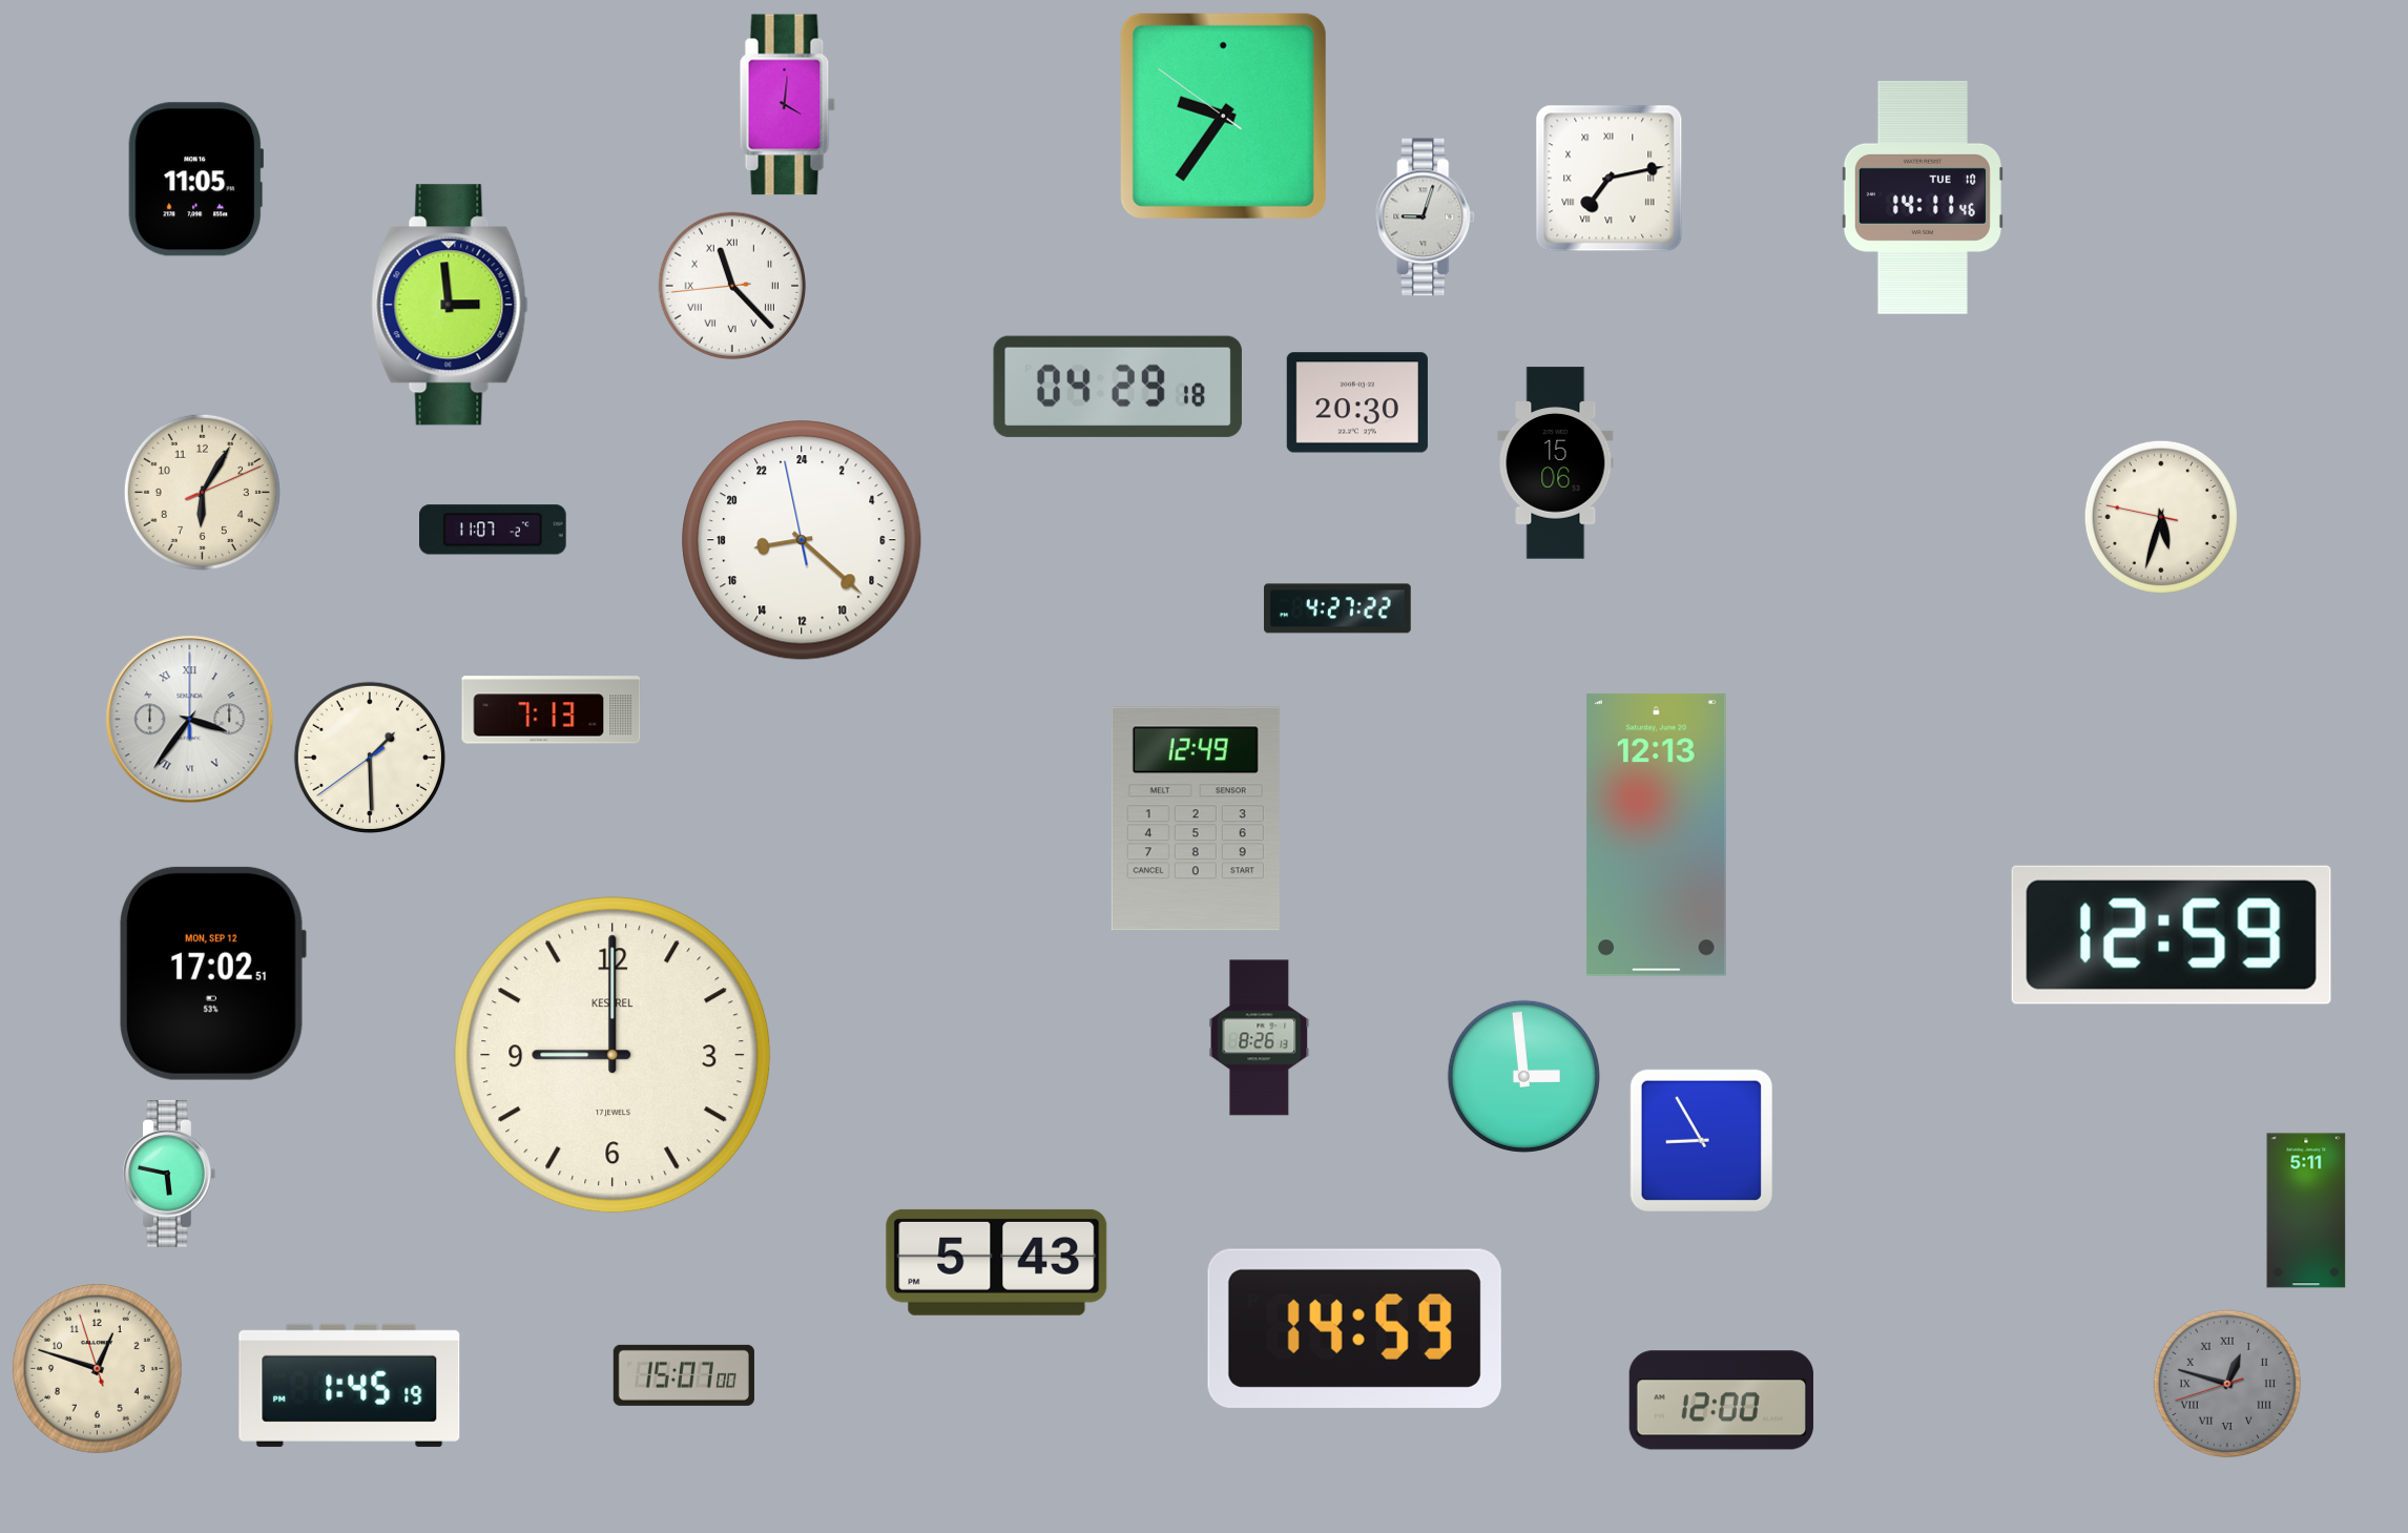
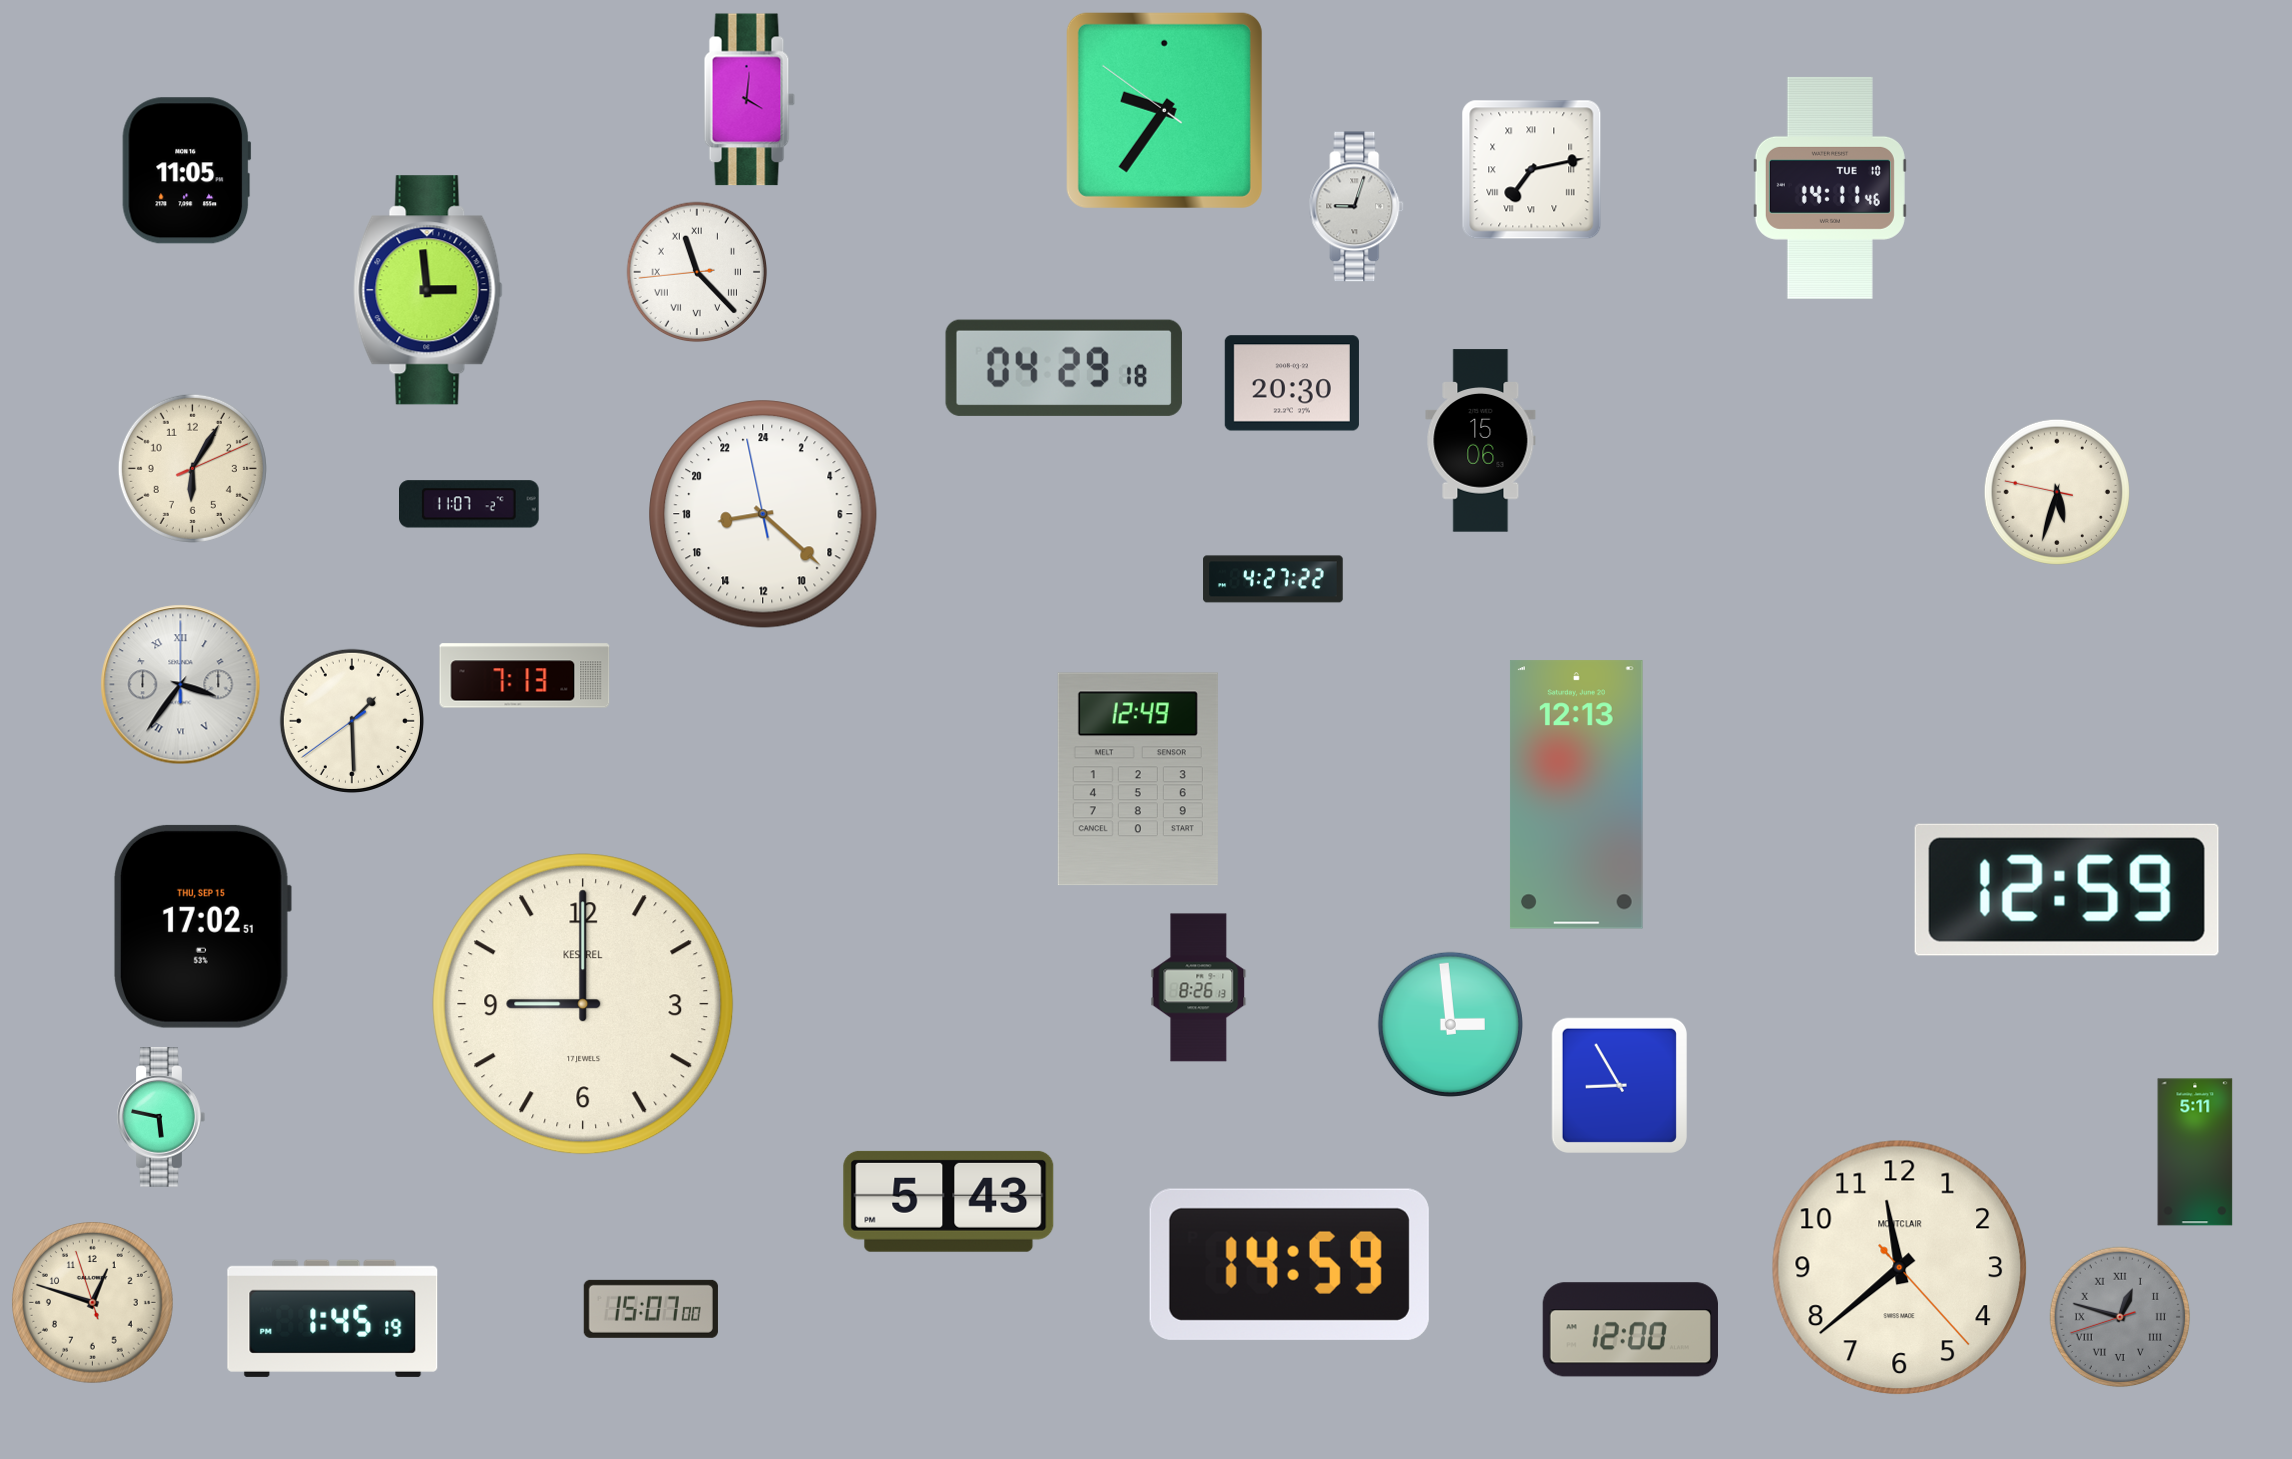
clock at (212, 973) date: MON, SEP 12 -> THU, SEP 15
clock at (1900, 1268): none -> 11:38
clock at (1721, 1401) position: (1721, 1401) -> (1630, 1330)
